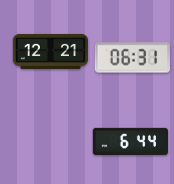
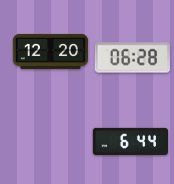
clock at (50, 51): 12:21 -> 12:20
clock at (132, 58): 06:31 -> 06:28
